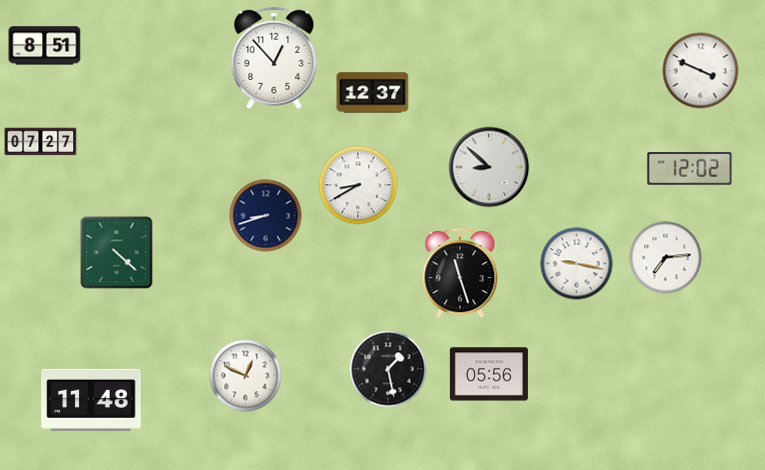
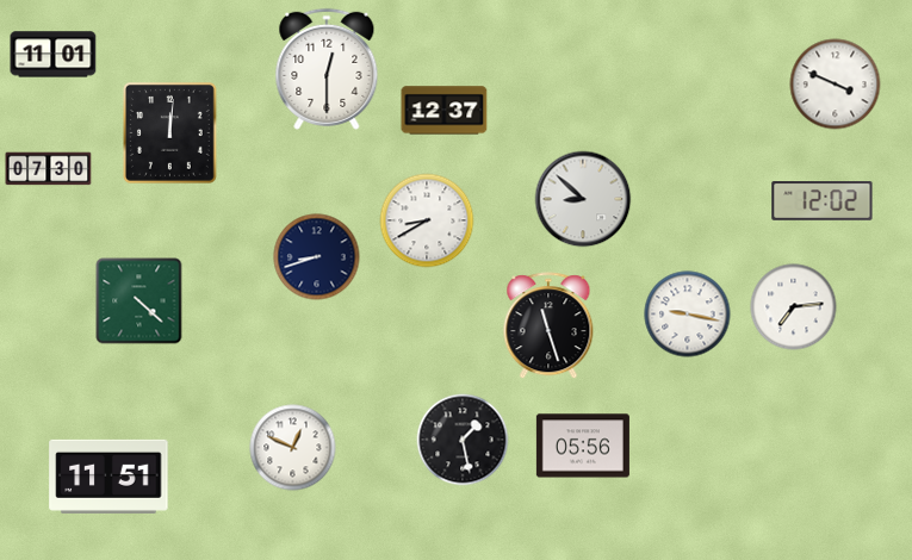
clock at (45, 46): 8:51 -> 11:01
clock at (274, 58): 12:53 -> 12:30
clock at (170, 133): none -> 12:01
clock at (41, 142): 07:27 -> 07:30
clock at (91, 400): 11:48 -> 11:51
